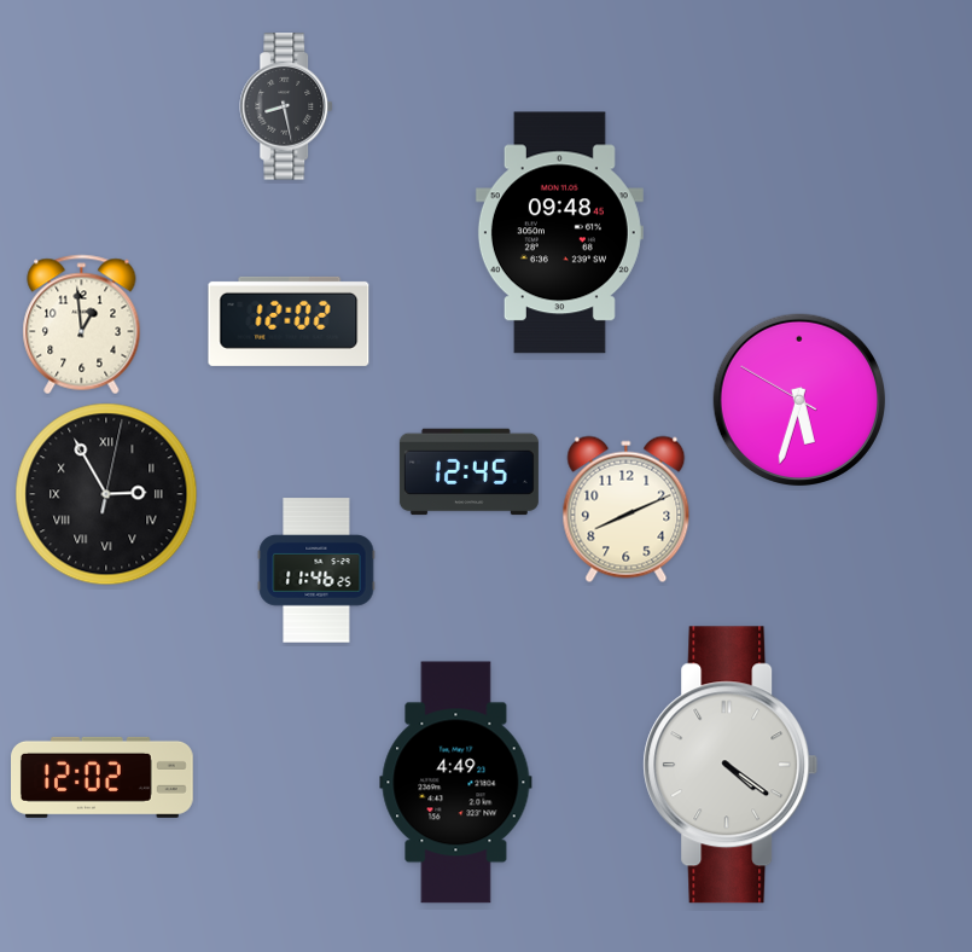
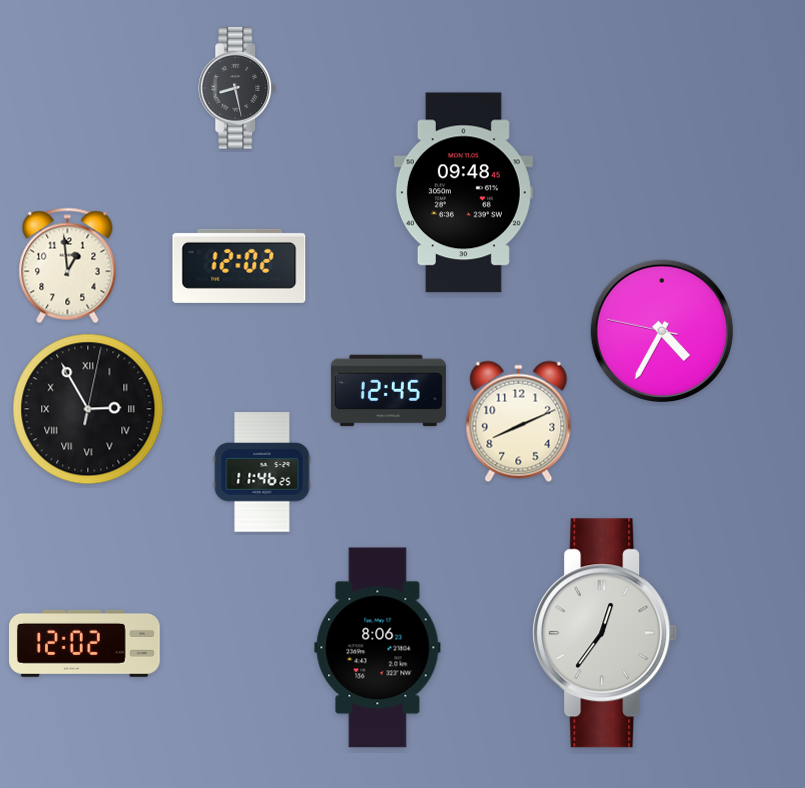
clock at (82, 325) position: (82, 325) -> (68, 266)
clock at (798, 399): 5:32 -> 4:34
clock at (731, 765): 4:21 -> 12:36
clock at (456, 783): 4:49 -> 8:06
